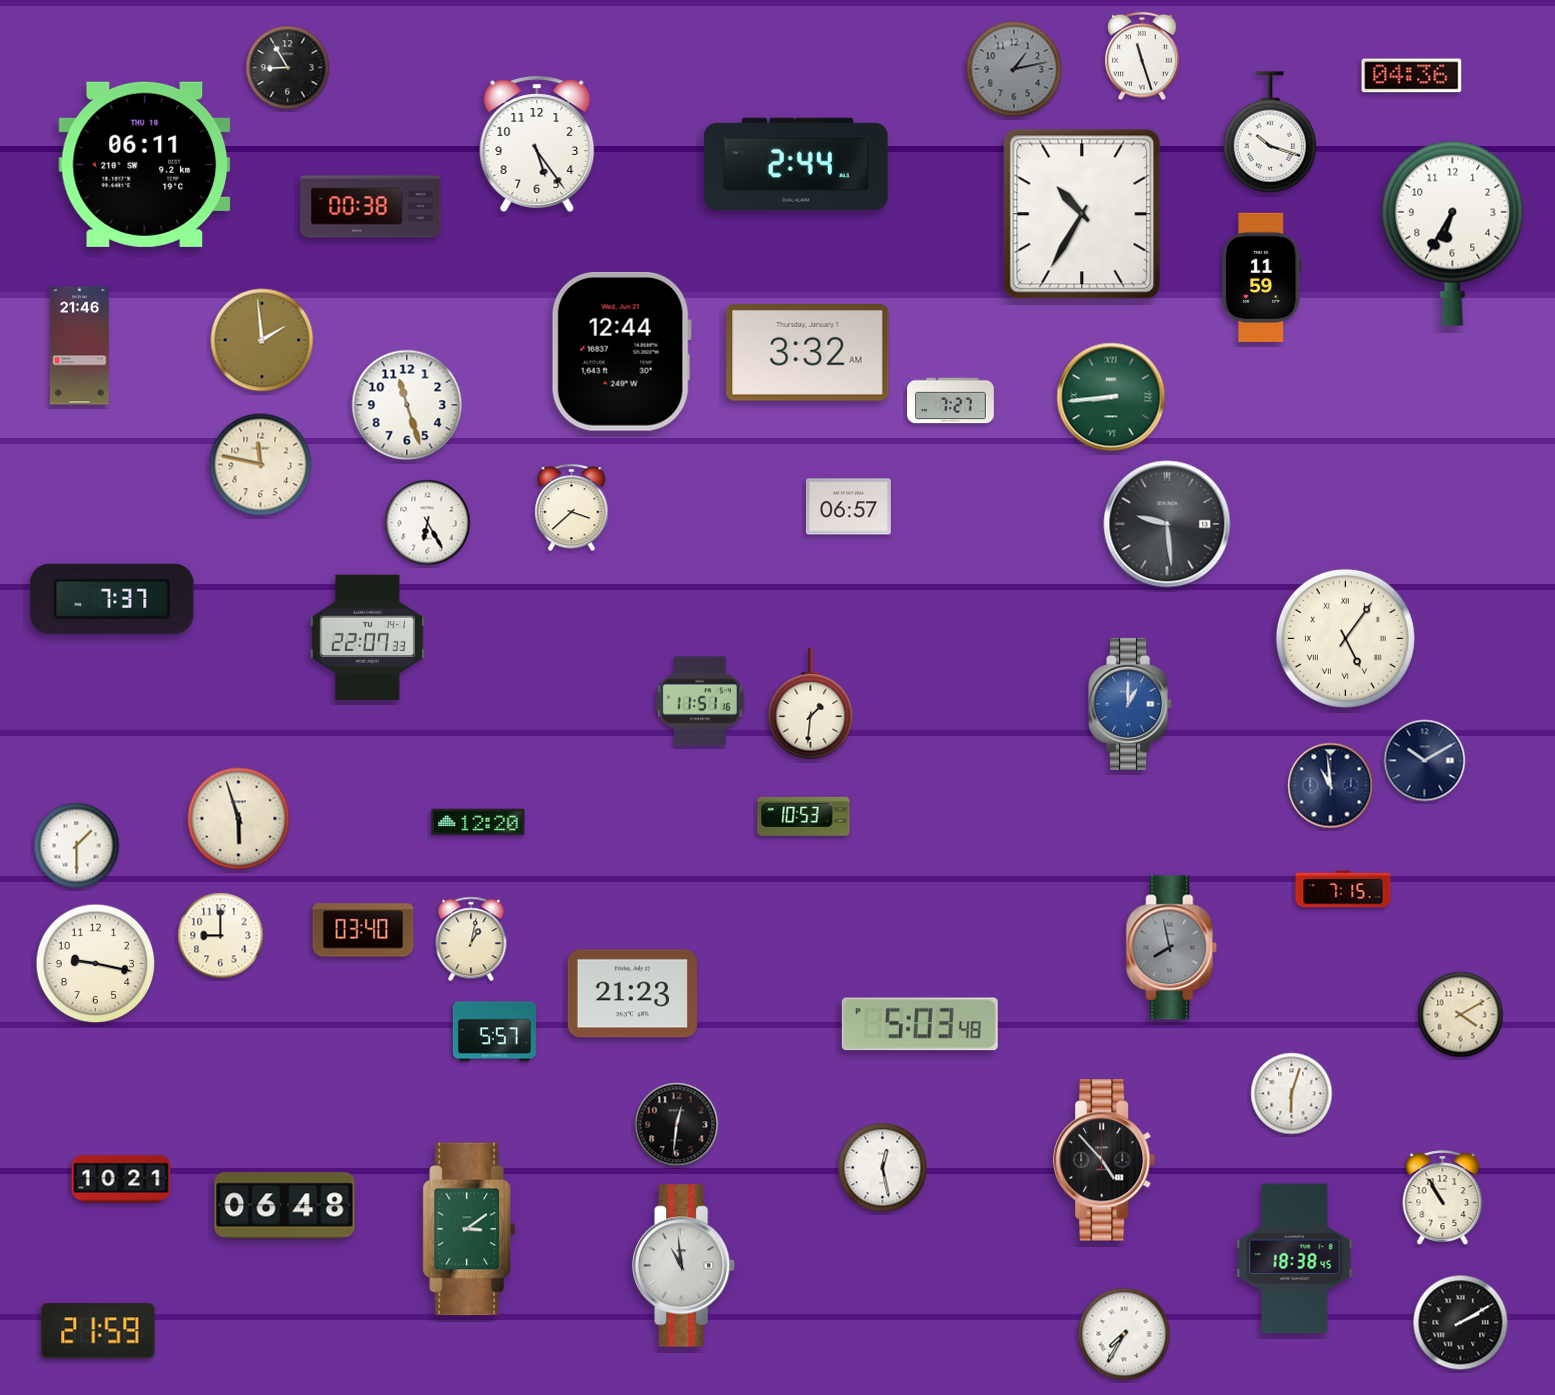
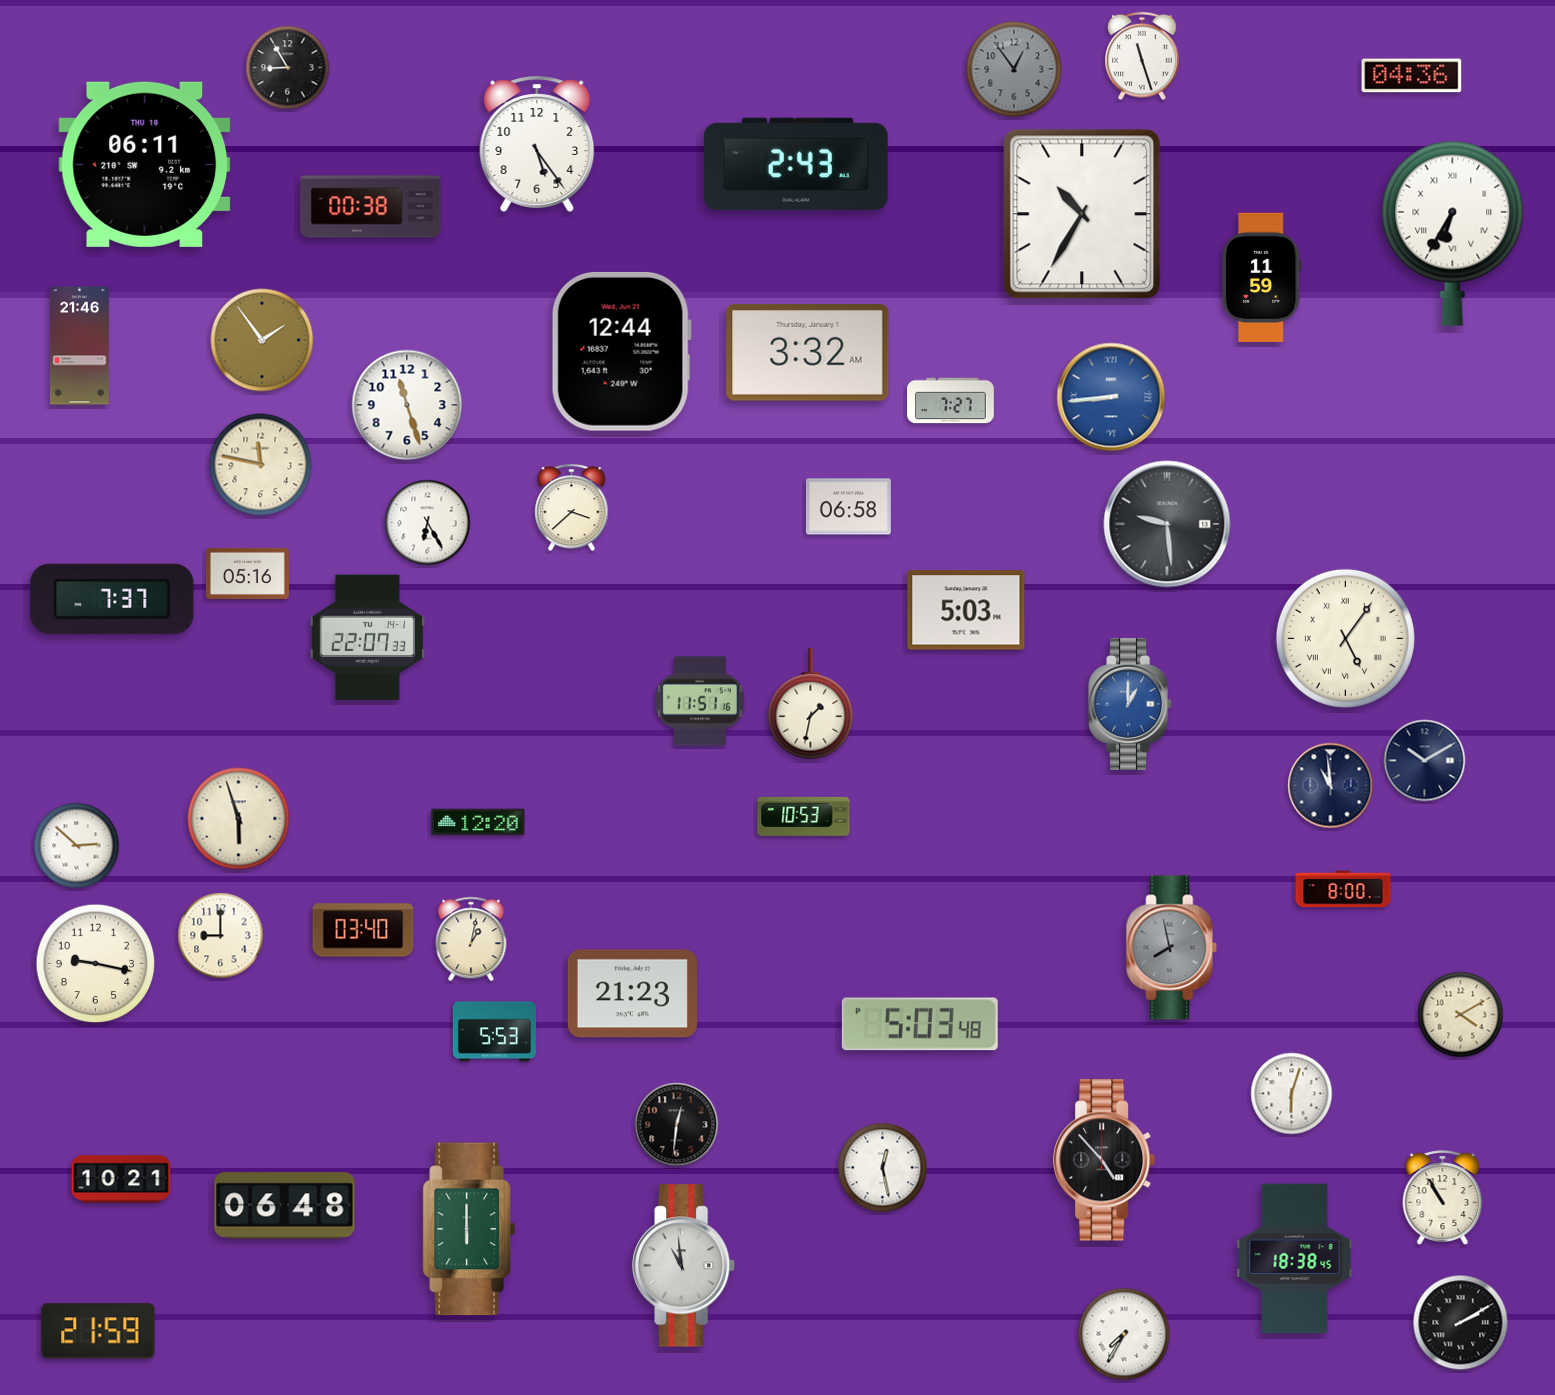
clock at (1014, 69): 1:13 -> 12:54
clock at (1269, 132): 10:18 -> none
clock at (796, 164): 2:44 -> 2:43
clock at (1453, 233) numerals: Arabic -> Roman
clock at (262, 340): 1:59 -> 1:54
clock at (1111, 397) dial: green -> blue
clock at (848, 507): 06:57 -> 06:58
clock at (247, 573): none -> 05:16
clock at (966, 610): none -> 5:03
clock at (811, 704): 1:31 -> 1:32
clock at (77, 846): 1:30 -> 2:52
clock at (1343, 889): 7:15 -> 8:00
clock at (494, 1032): 5:57 -> 5:53
clock at (468, 1229): 3:09 -> 6:00
